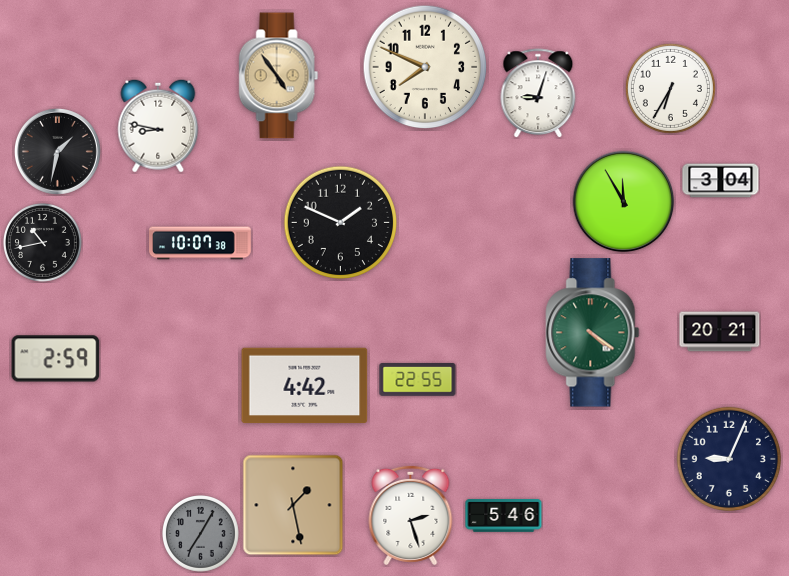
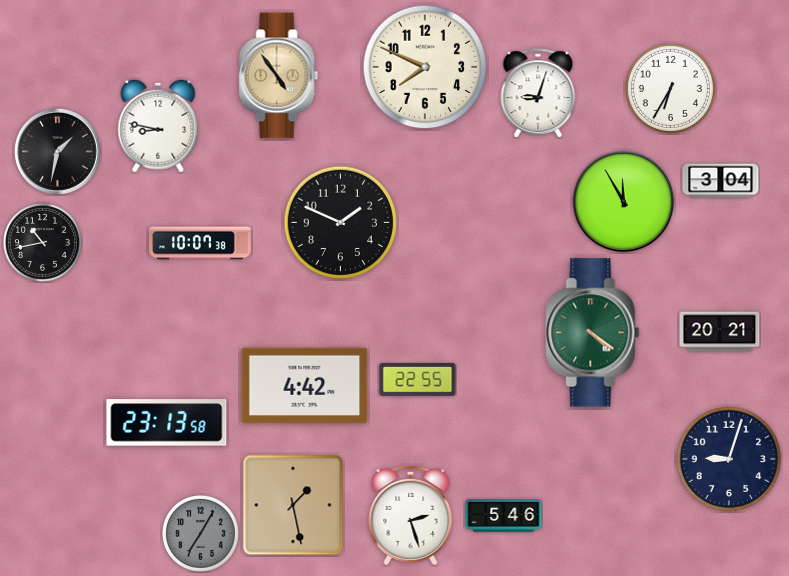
clock at (56, 359): 2:59 -> none
clock at (167, 423): none -> 23:13
clock at (729, 459): 9:04 -> 9:03
